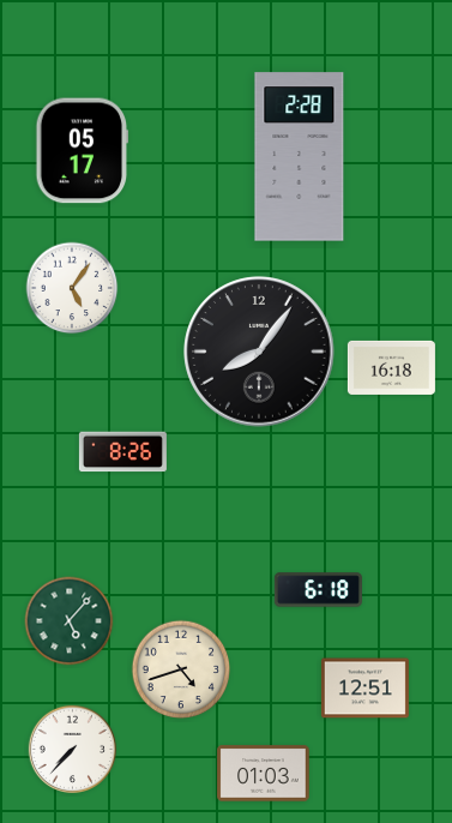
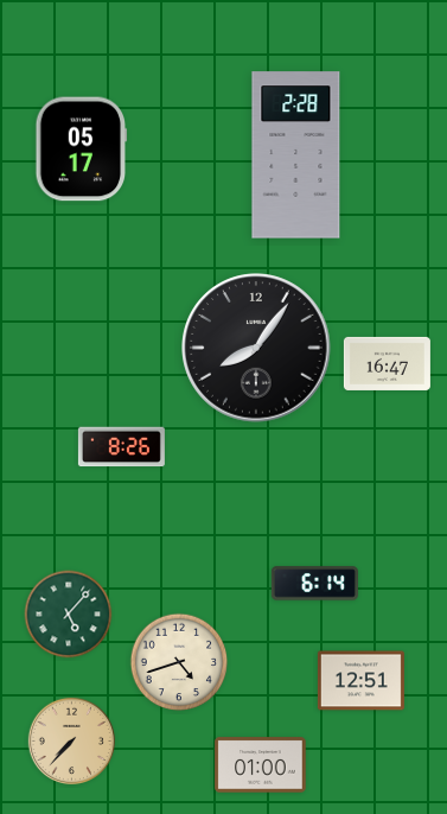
clock at (72, 288): 5:06 -> none
clock at (391, 367): 16:18 -> 16:47
clock at (318, 590): 6:18 -> 6:14
clock at (72, 749) dial: white -> champagne
clock at (264, 774): 01:03 -> 01:00
